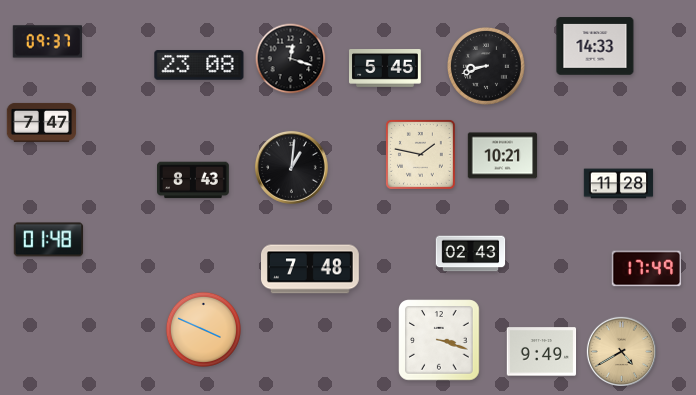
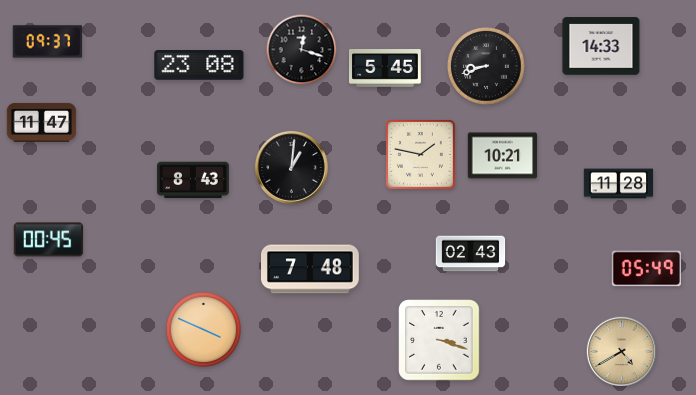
clock at (595, 46) position: (595, 46) -> (601, 46)
clock at (291, 59) position: (291, 59) -> (302, 50)
clock at (42, 122): 7:47 -> 11:47
clock at (49, 240): 01:48 -> 00:45
clock at (647, 269): 17:49 -> 05:49
clock at (542, 352): 9:49 -> none
